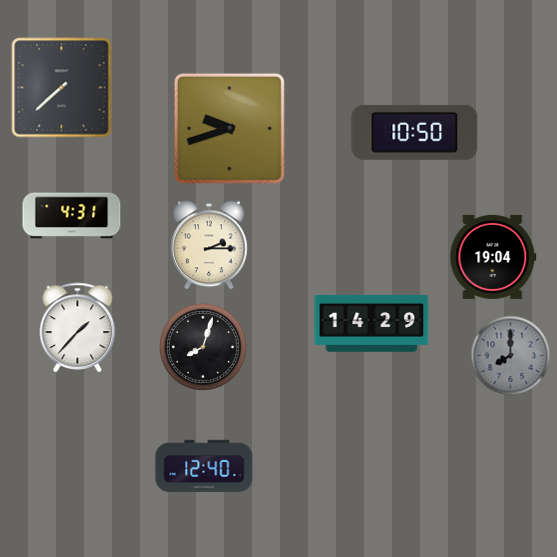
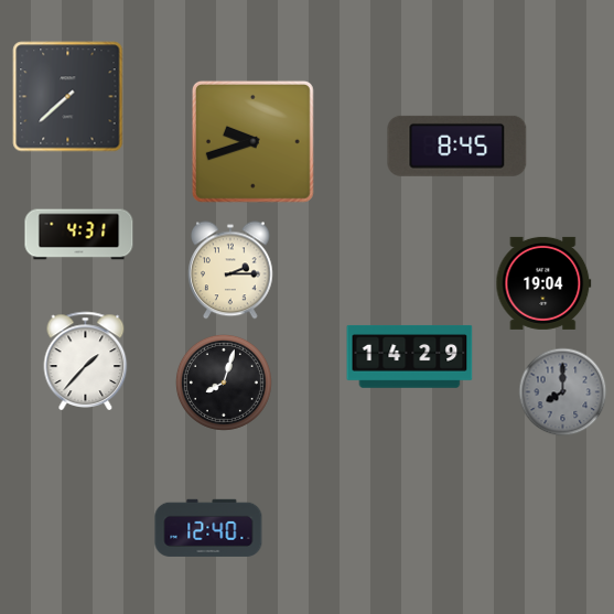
clock at (415, 132): 10:50 -> 8:45
clock at (72, 216) position: (72, 216) -> (79, 235)
clock at (204, 466) position: (204, 466) -> (208, 528)
